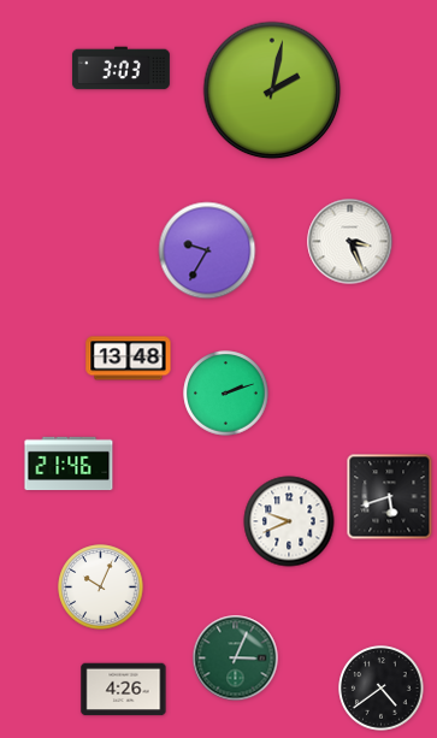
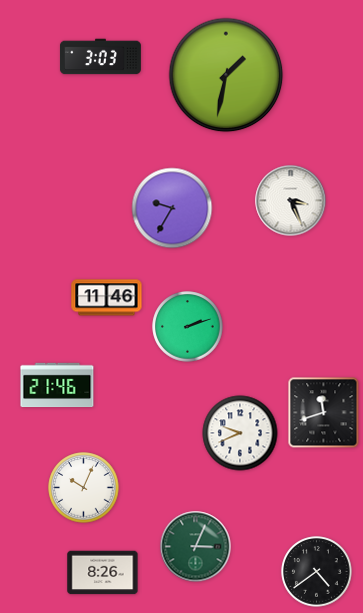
clock at (272, 90): 2:02 -> 1:32
clock at (129, 359): 13:48 -> 11:46
clock at (390, 497): 5:42 -> 11:42
clock at (124, 690): 4:26 -> 8:26
